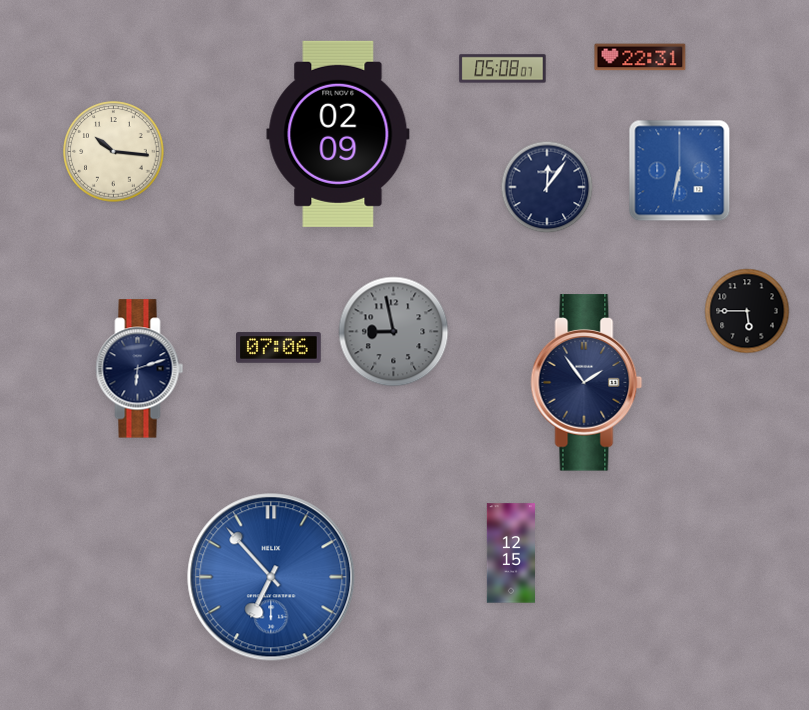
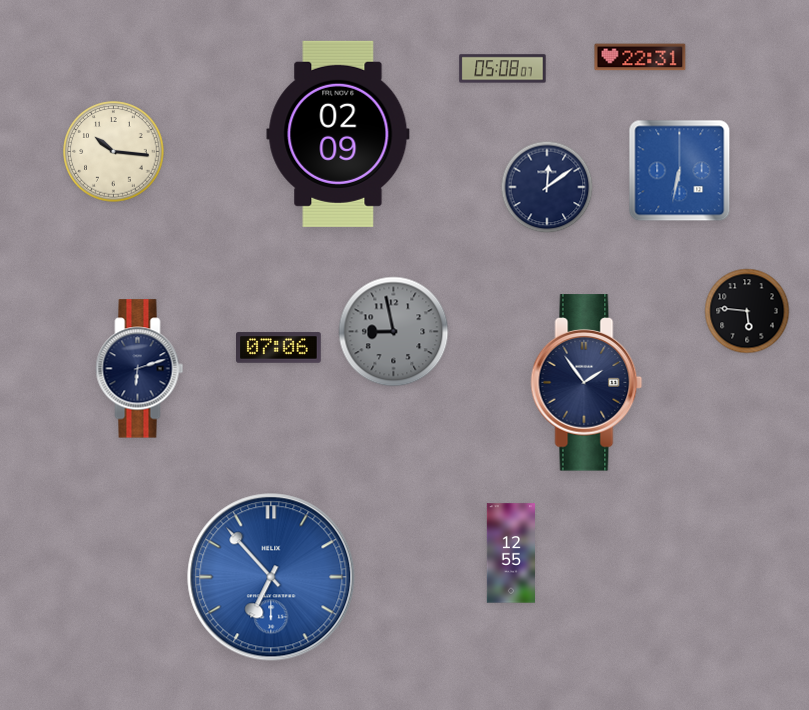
clock at (547, 187): 12:06 -> 12:09
clock at (747, 311): 5:45 -> 5:46
clock at (510, 553): 12:15 -> 12:55
